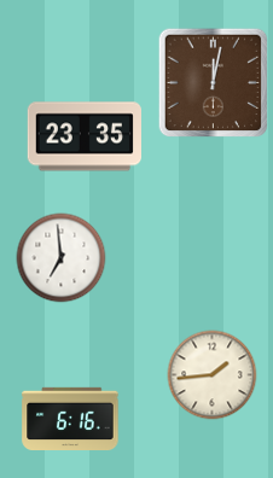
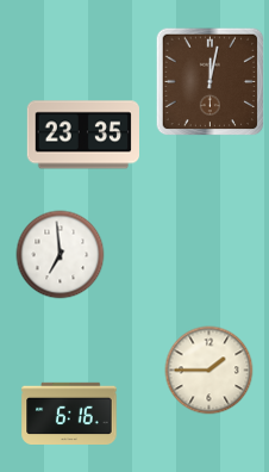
clock at (213, 375): 1:44 -> 1:45
